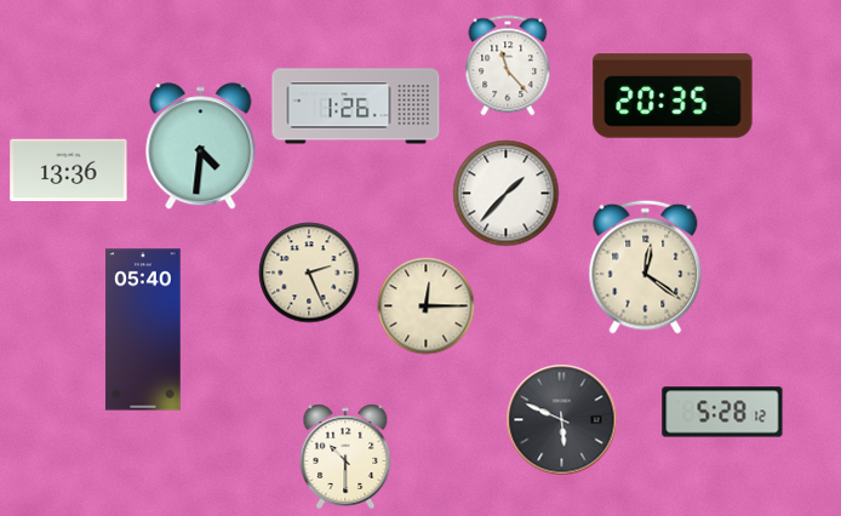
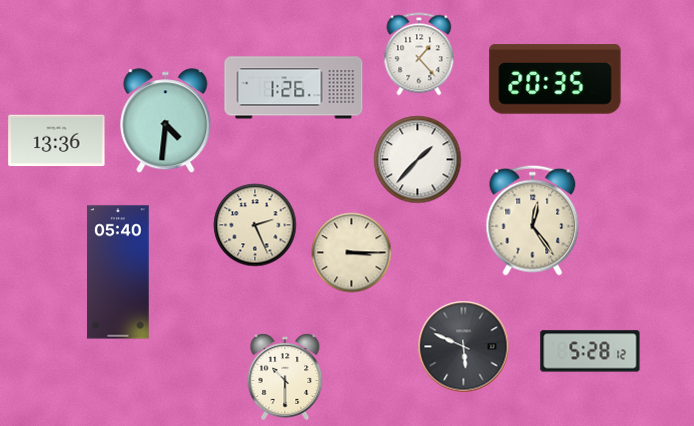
clock at (508, 65): 11:23 -> 1:23
clock at (646, 266): 12:21 -> 12:24
clock at (427, 306): 12:15 -> 3:15
clock at (722, 412) position: (722, 412) -> (590, 351)
